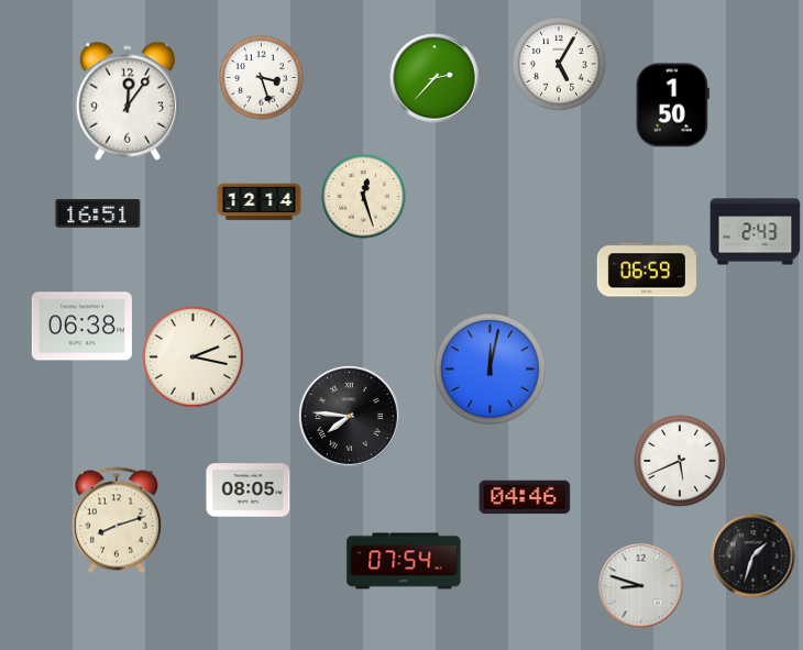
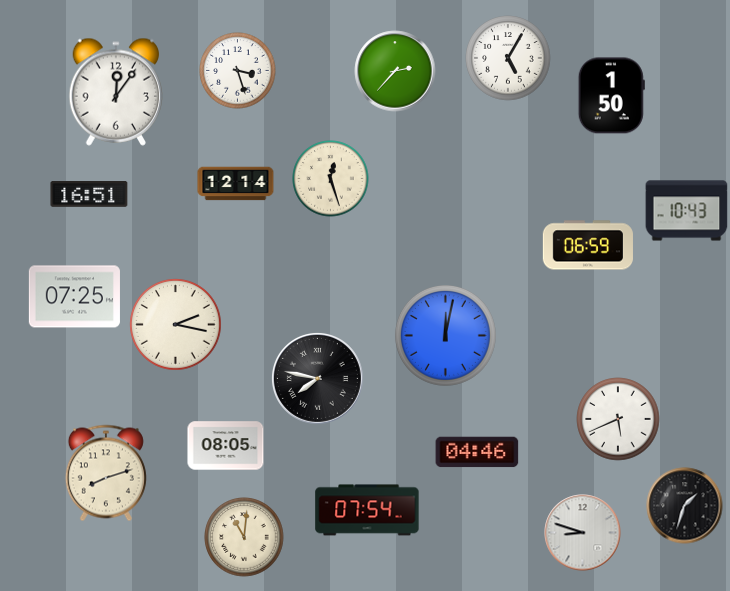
clock at (756, 232): 2:43 -> 10:43
clock at (81, 327): 06:38 -> 07:25
clock at (350, 417): 7:46 -> 7:47
clock at (244, 537): none -> 11:01
